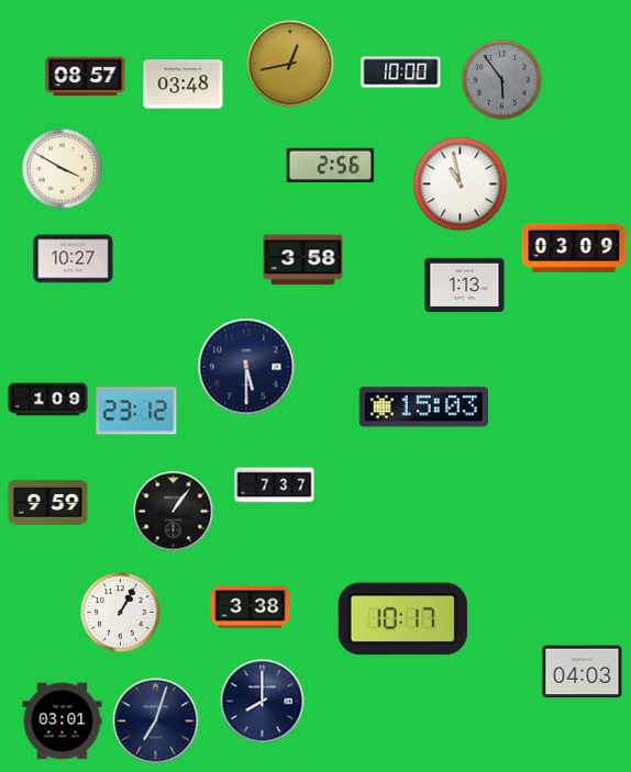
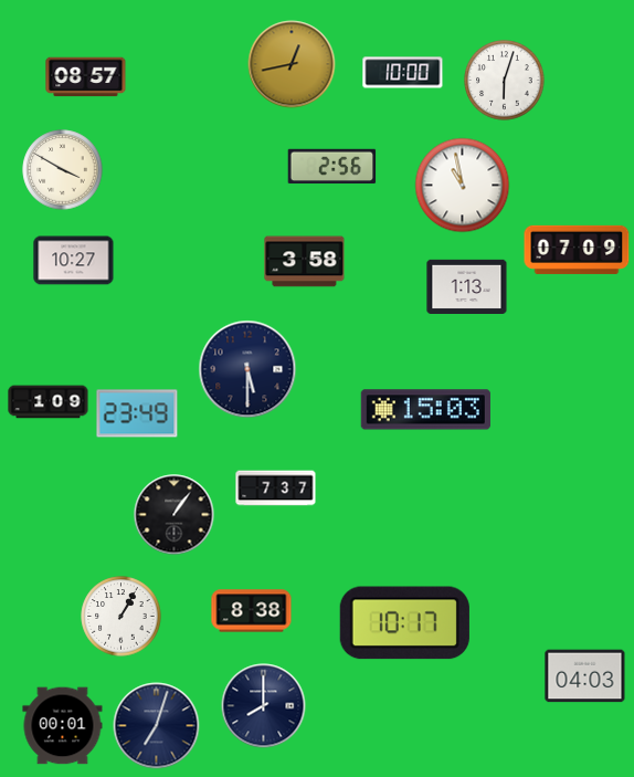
clock at (502, 80): 5:54 -> 6:03
clock at (502, 80) dial: grey -> white
clock at (184, 85): 03:48 -> none
clock at (574, 248): 03:09 -> 07:09
clock at (136, 411): 23:12 -> 23:49
clock at (48, 503): 9:59 -> none
clock at (251, 607): 3:38 -> 8:38
clock at (63, 721): 03:01 -> 00:01
